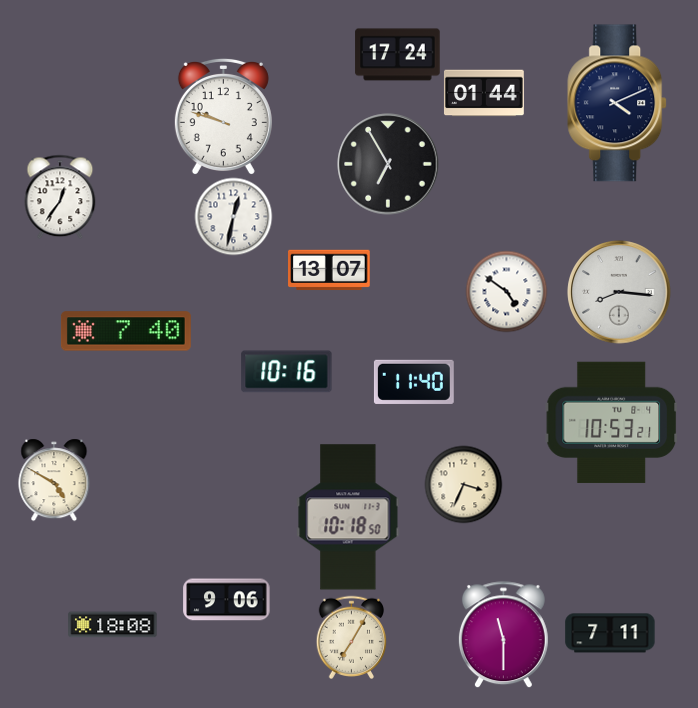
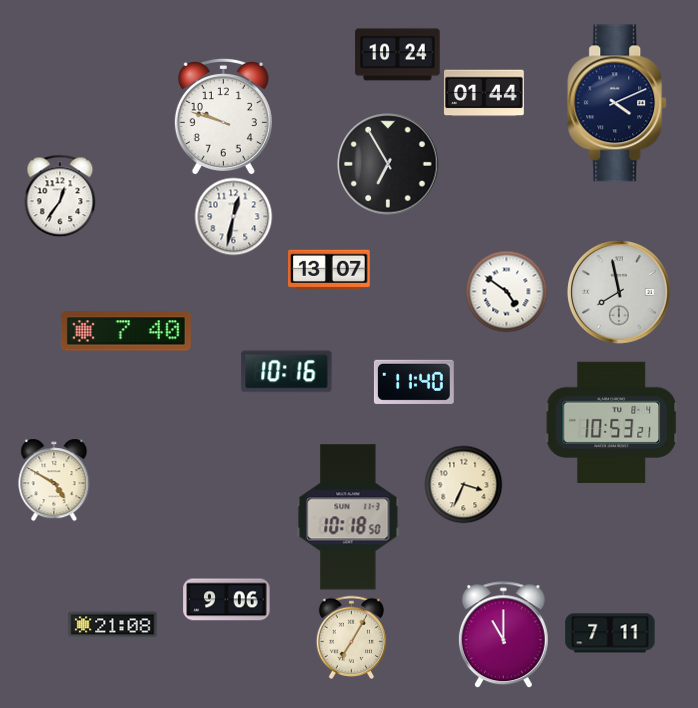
clock at (398, 55): 17:24 -> 10:24
clock at (619, 292): 8:16 -> 7:58
clock at (113, 625): 18:08 -> 21:08
clock at (503, 635): 11:30 -> 11:00
